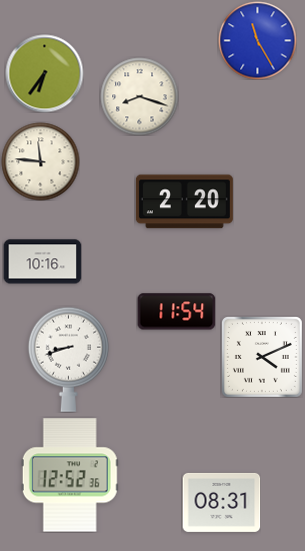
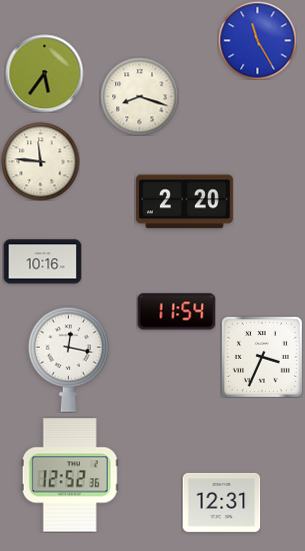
clock at (44, 73): 6:36 -> 5:36
clock at (262, 357): 4:11 -> 3:34
clock at (68, 359): 8:42 -> 12:17
clock at (221, 502): 08:31 -> 12:31
